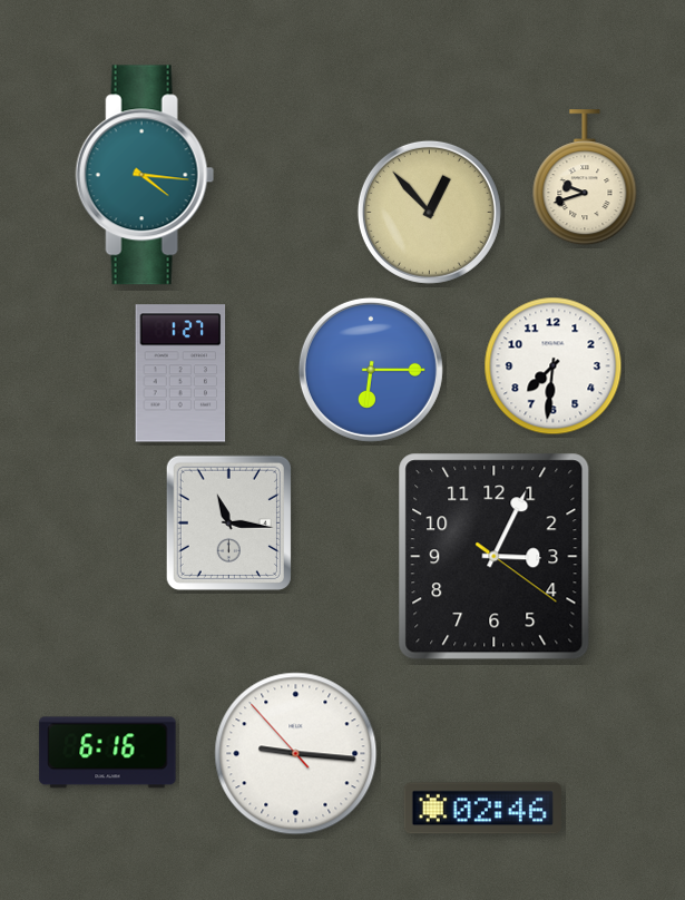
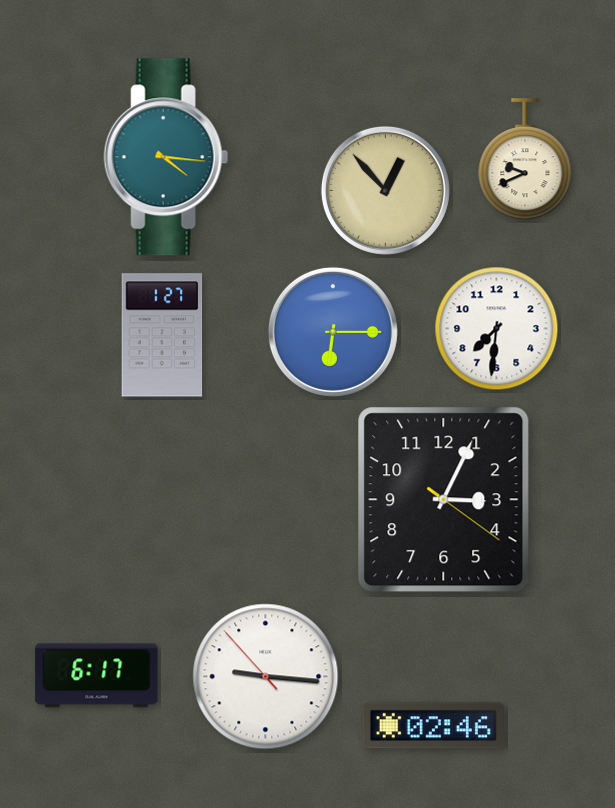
clock at (145, 175) position: (145, 175) -> (166, 157)
clock at (585, 178): 9:42 -> 9:41
clock at (228, 522): 11:16 -> none
clock at (108, 753): 6:16 -> 6:17
